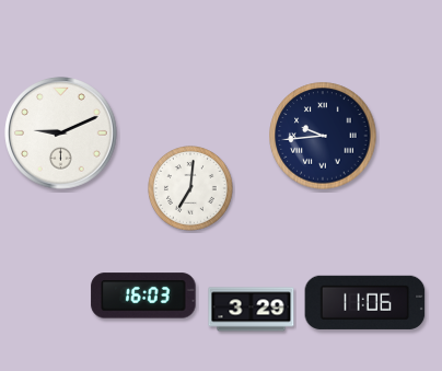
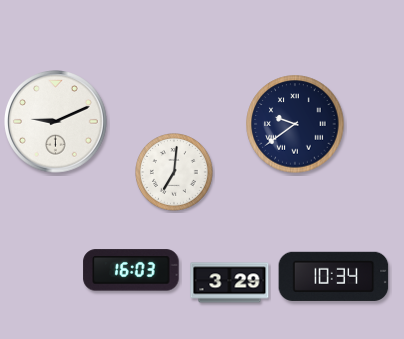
clock at (323, 136): 9:44 -> 9:39
clock at (365, 302): 11:06 -> 10:34
